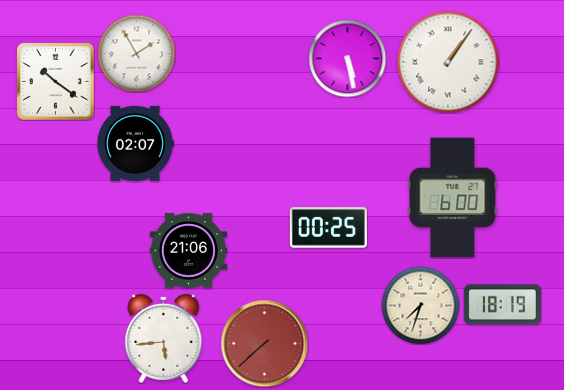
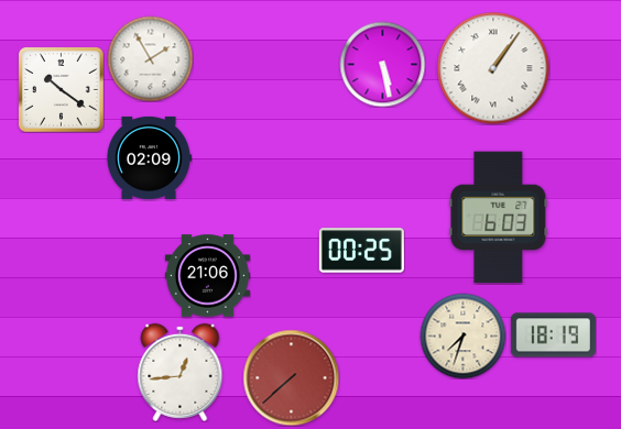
clock at (135, 143): 02:07 -> 02:09
clock at (453, 198): 6:00 -> 6:03
clock at (164, 338): 5:44 -> 12:44
